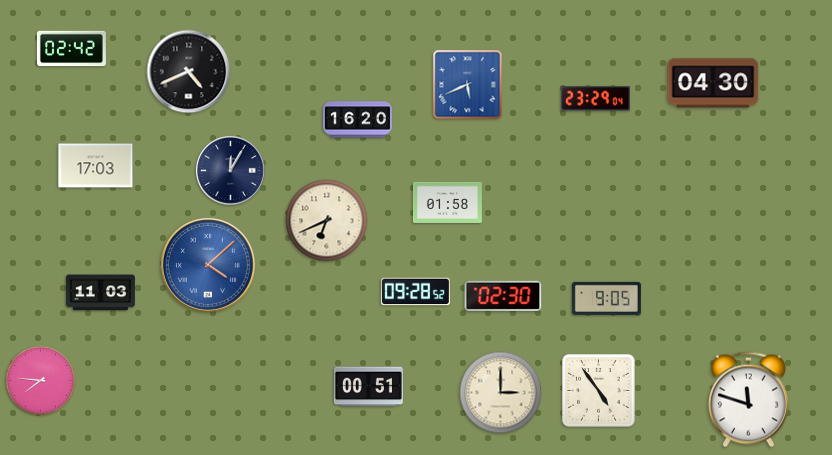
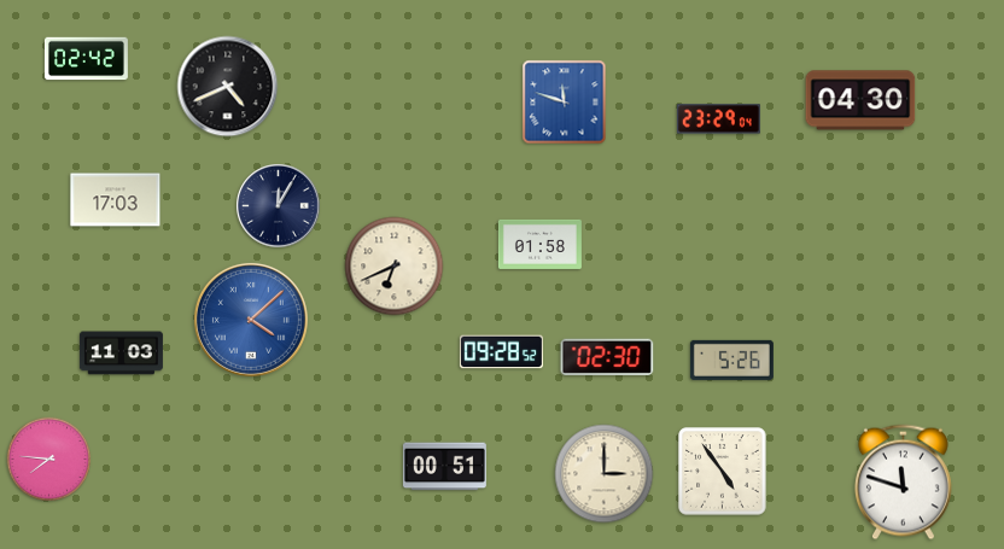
clock at (468, 85): 5:41 -> 11:48
clock at (357, 120): 16:20 -> none
clock at (606, 298): 9:05 -> 5:26
